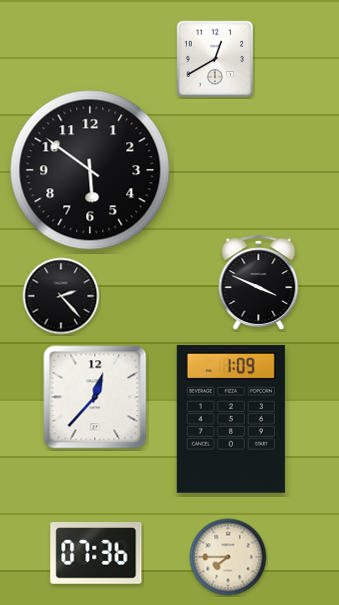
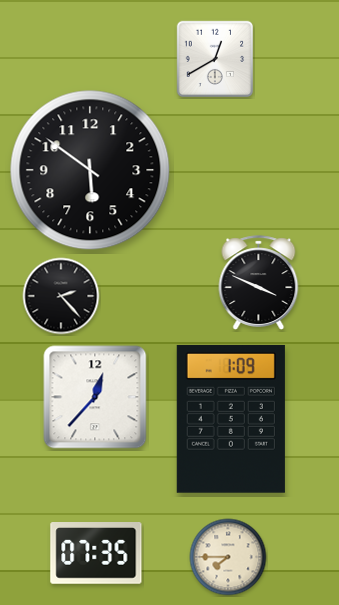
clock at (96, 554): 07:36 -> 07:35
